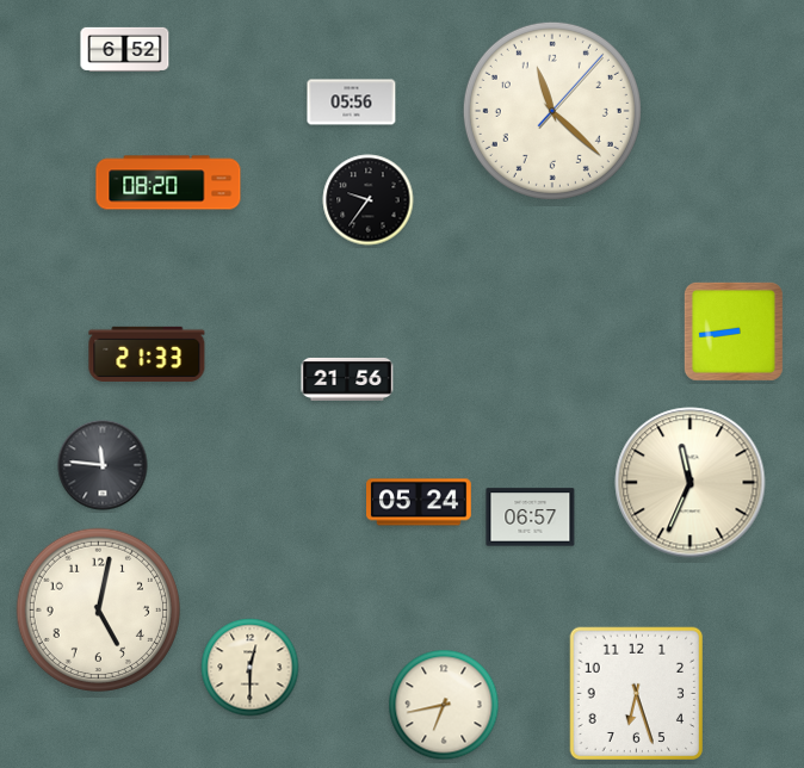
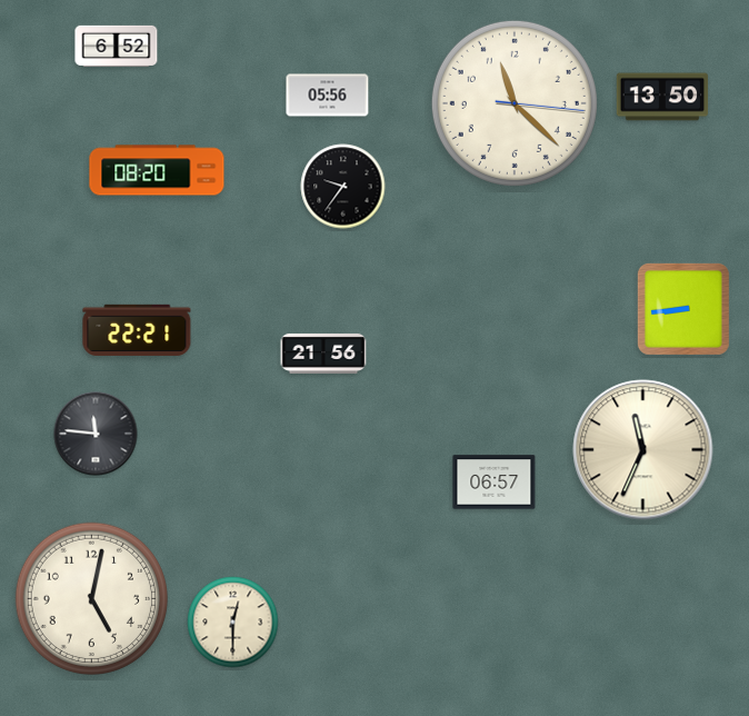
clock at (662, 97): none -> 13:50
clock at (552, 111): 11:22:07 -> 11:22:16
clock at (147, 354): 21:33 -> 22:21
clock at (420, 502): 05:24 -> none
clock at (98, 609) position: (98, 609) -> (91, 598)
clock at (636, 693): 6:27 -> none
clock at (444, 705): 6:43 -> none
